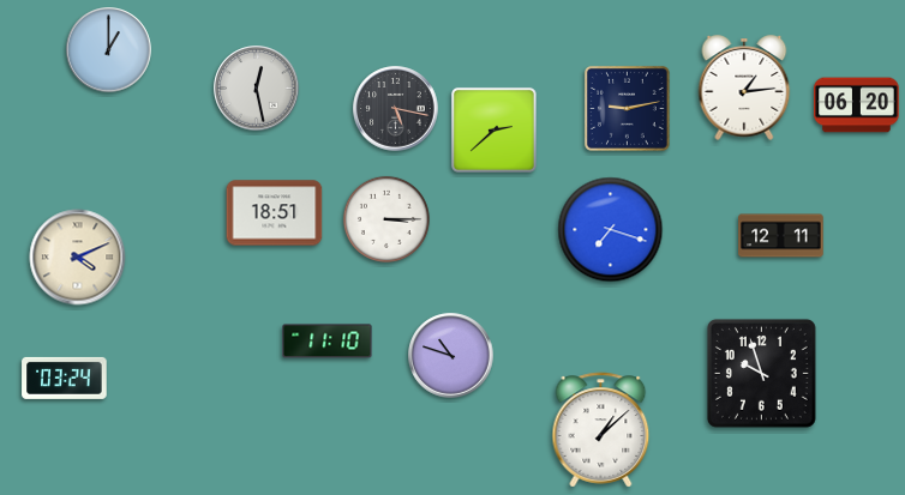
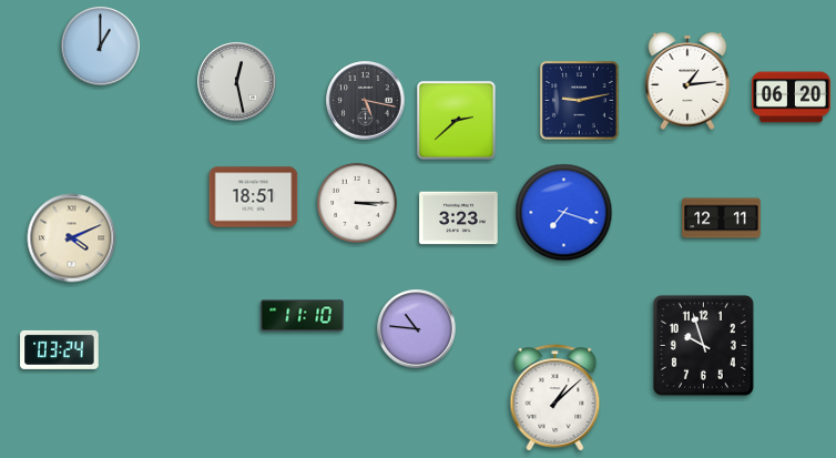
clock at (459, 218): none -> 3:23
clock at (451, 356): 10:48 -> 10:46
